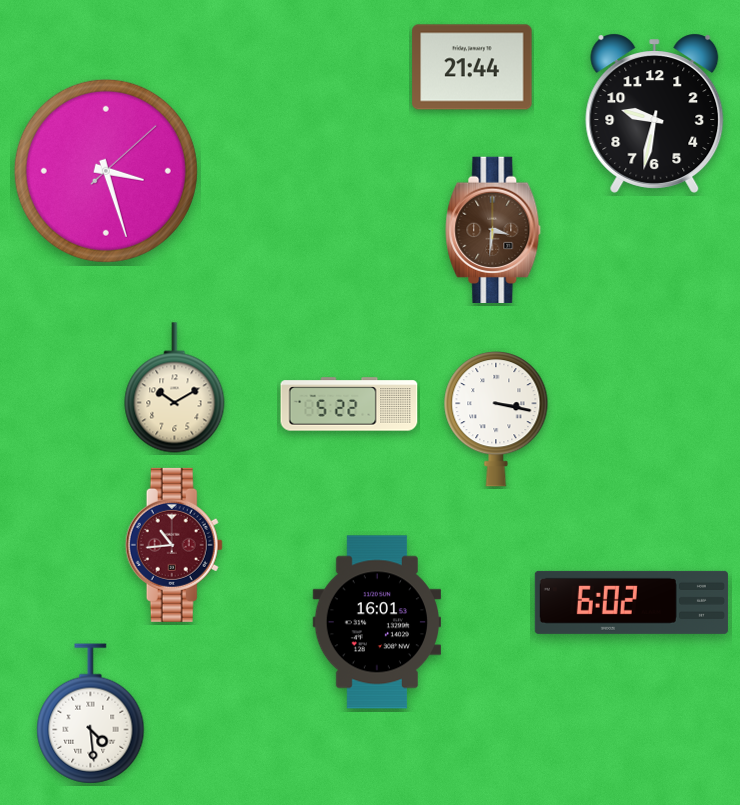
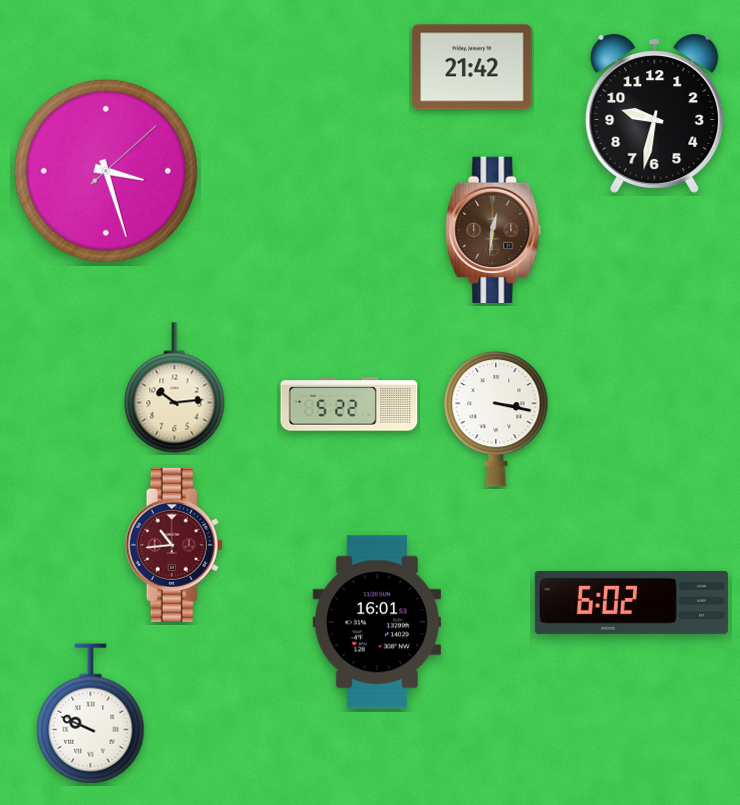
clock at (472, 67): 21:44 -> 21:42
clock at (493, 229): 3:31 -> 12:31
clock at (175, 388): 10:10 -> 10:14
clock at (91, 714): 4:29 -> 9:49
